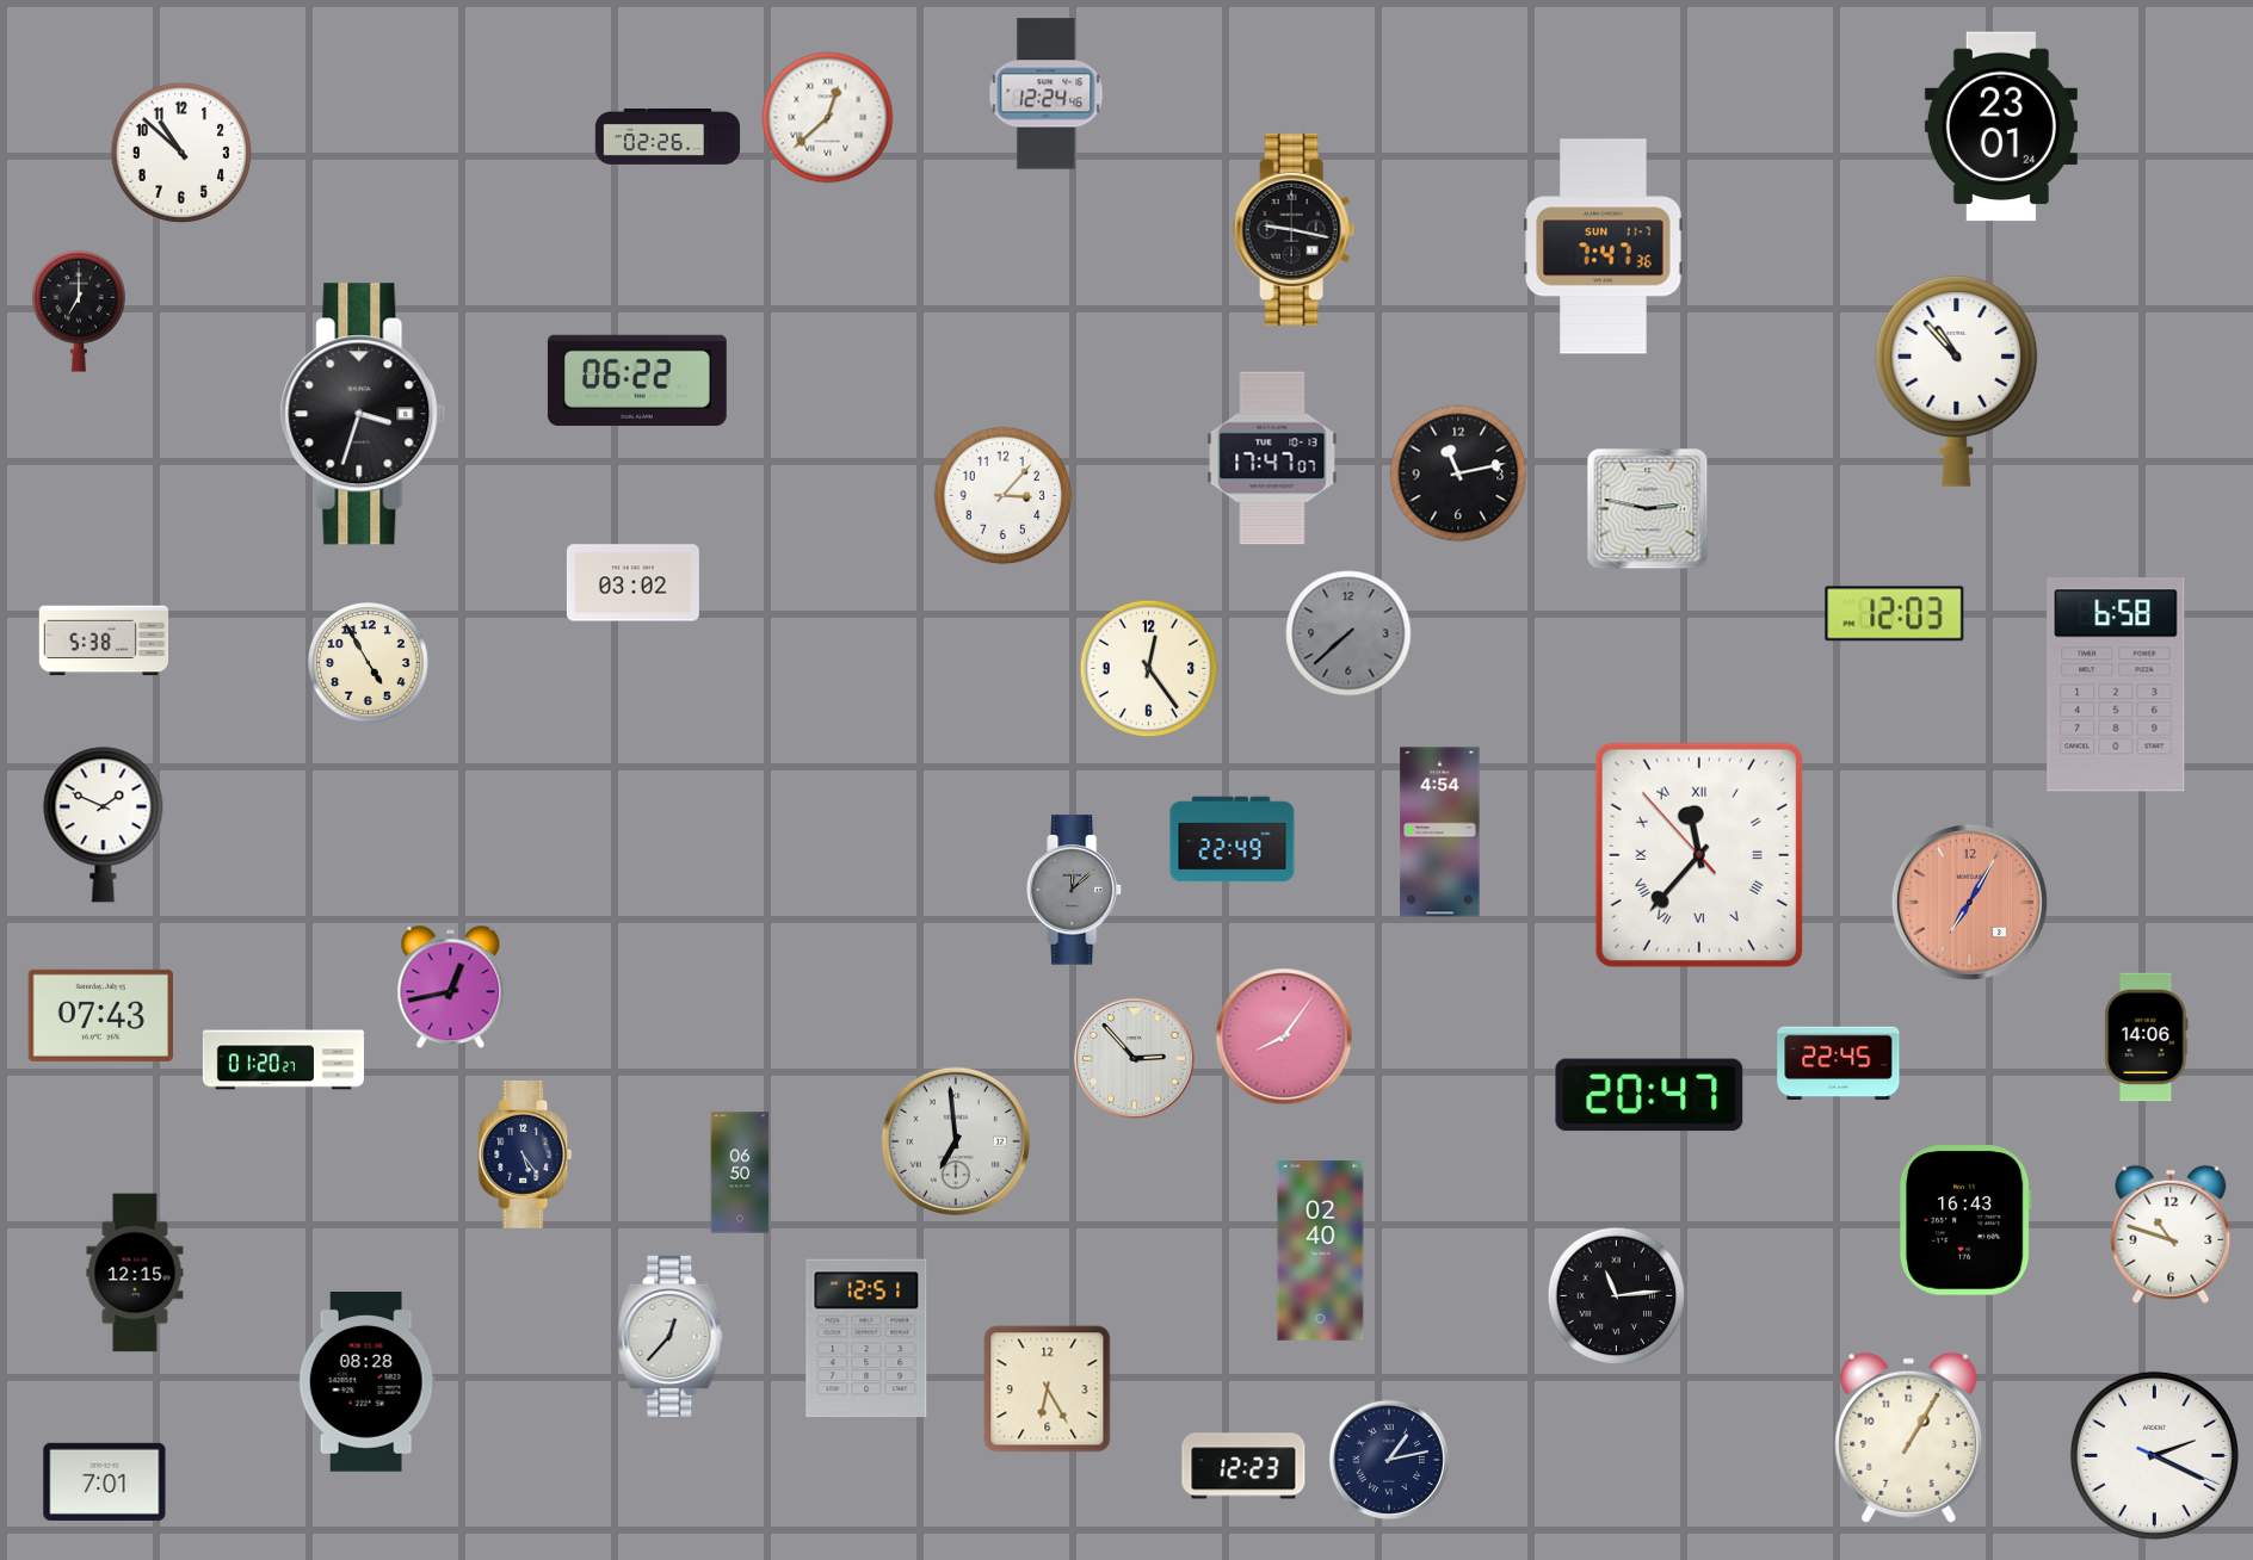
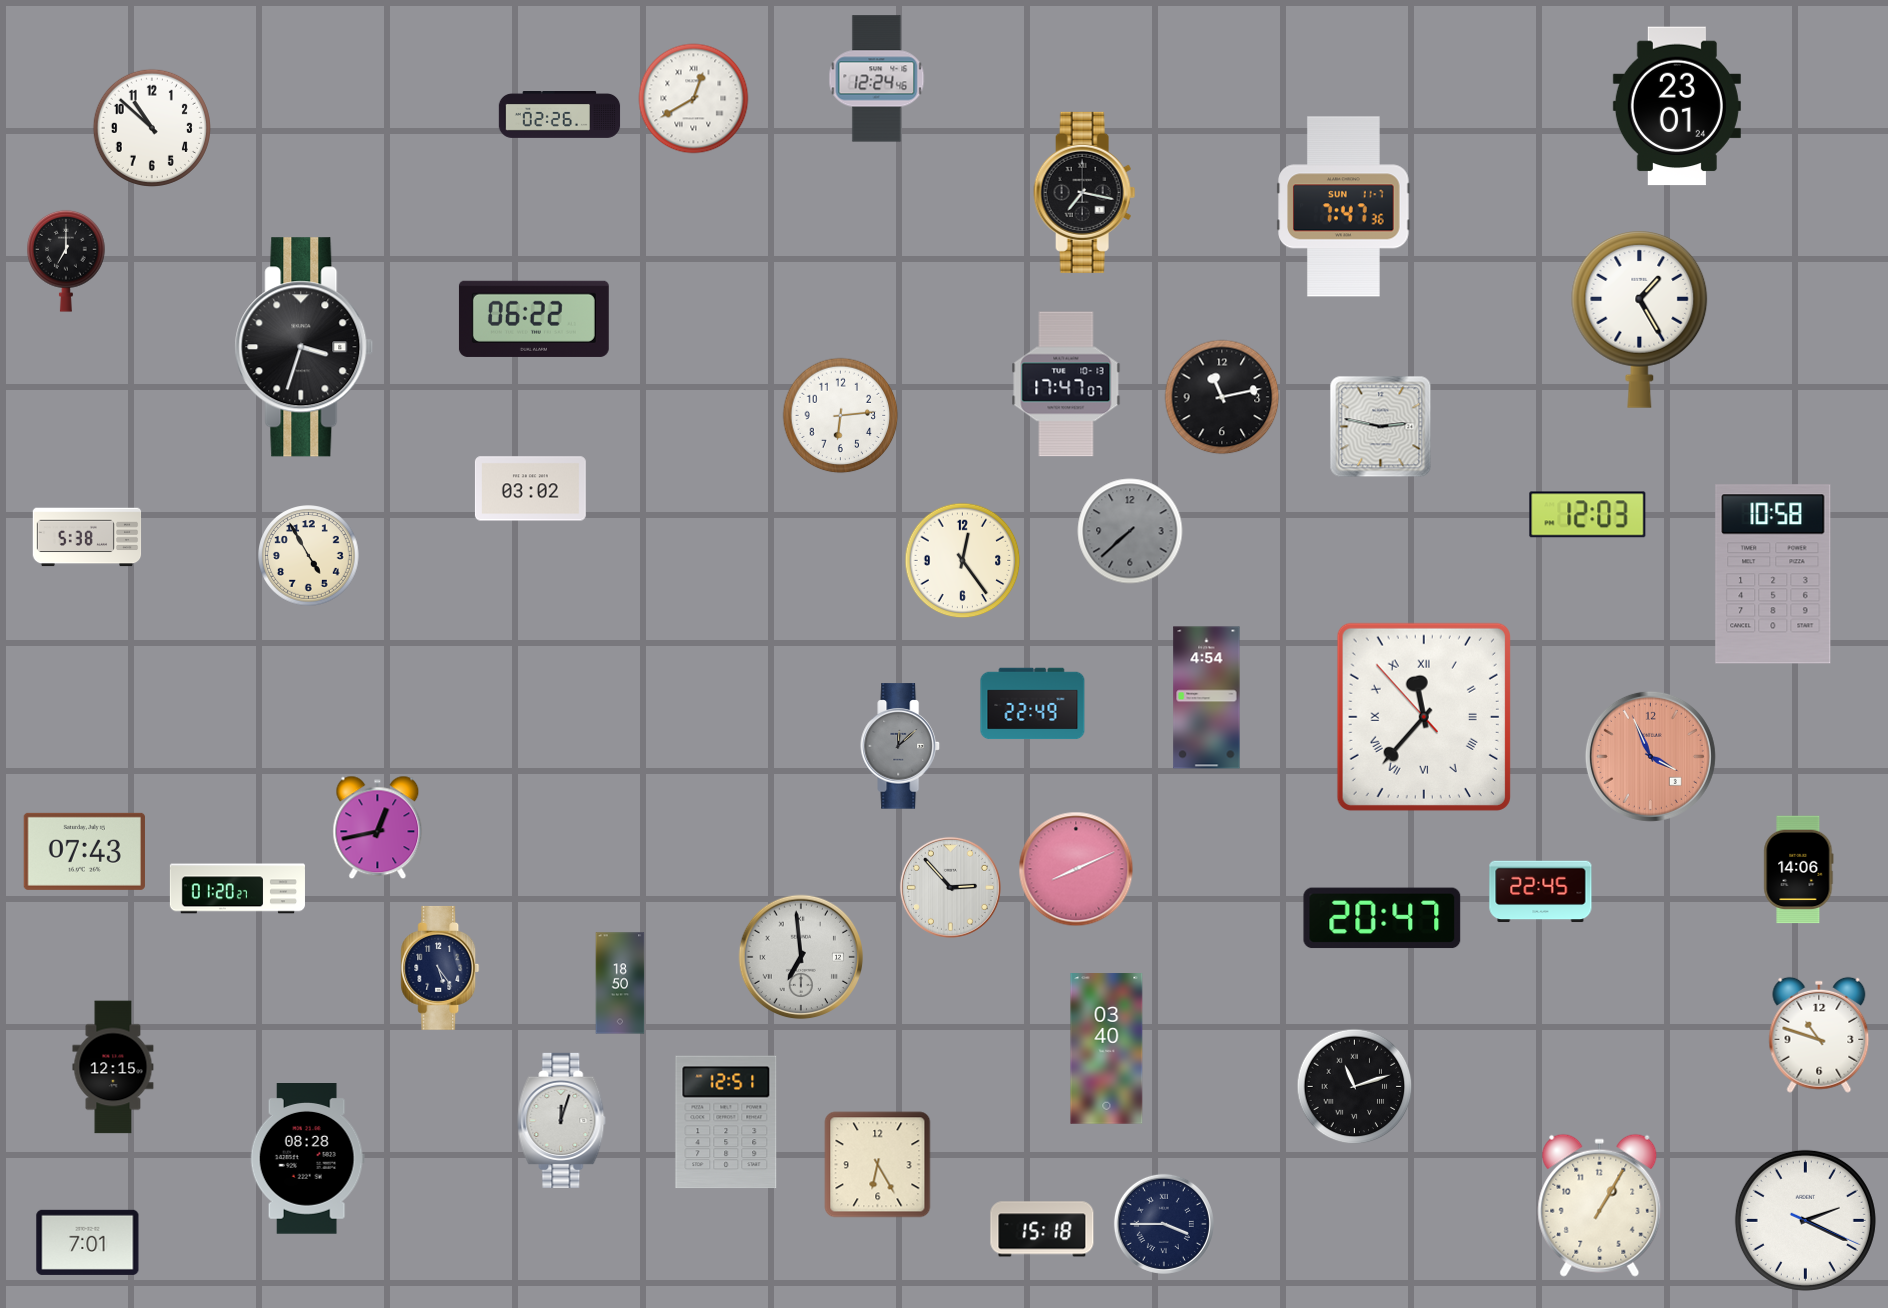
clock at (828, 118): 12:38 -> 12:40
clock at (1295, 229): 9:17 -> 7:17
clock at (1957, 380): 10:53 -> 1:25
clock at (1004, 496): 3:07 -> 6:14
clock at (2116, 685): 6:58 -> 10:58
clock at (104, 825): 1:49 -> none
clock at (1969, 902): 7:05 -> 3:56
clock at (1284, 1036): 8:06 -> 8:11
clock at (740, 1172): 06:50 -> 18:50
clock at (1965, 1220): 16:43 -> none
clock at (1321, 1251): 02:40 -> 03:40
clock at (1617, 1296): 11:14 -> 11:12
clock at (671, 1336): 12:37 -> 12:03
clock at (1389, 1460): 1:13 -> 3:45
clock at (1243, 1466): 12:23 -> 15:18
